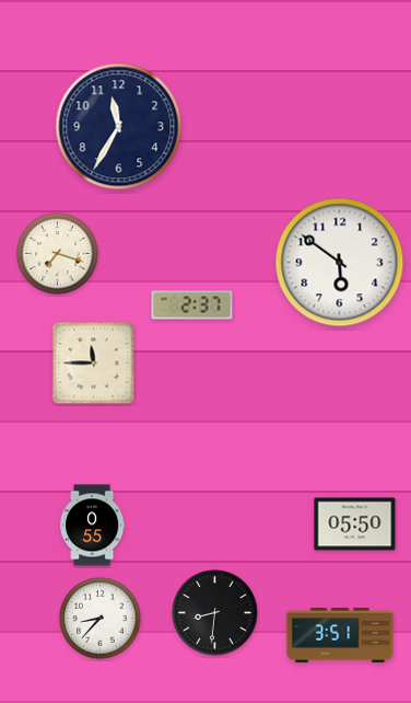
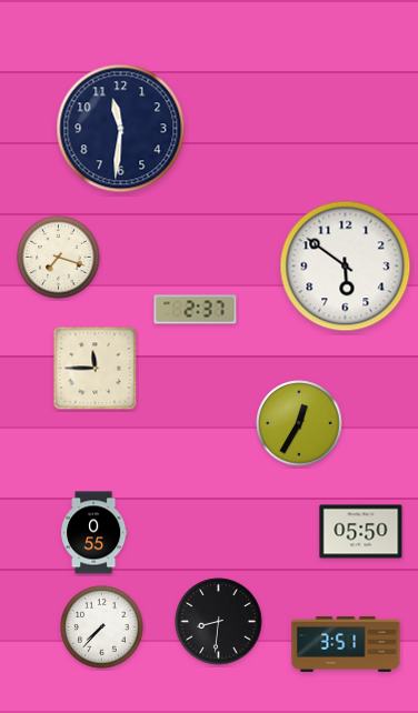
clock at (119, 127): 11:35 -> 11:31
clock at (299, 423): none -> 12:35
clock at (101, 619): 8:37 -> 7:37
